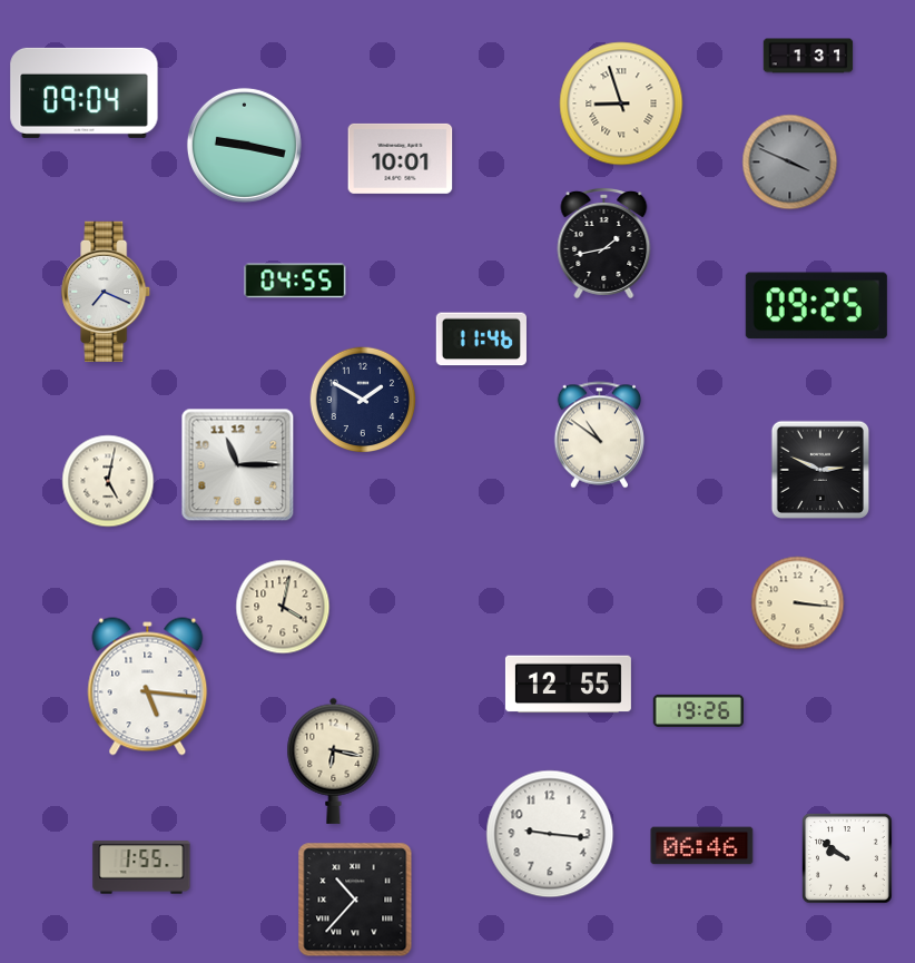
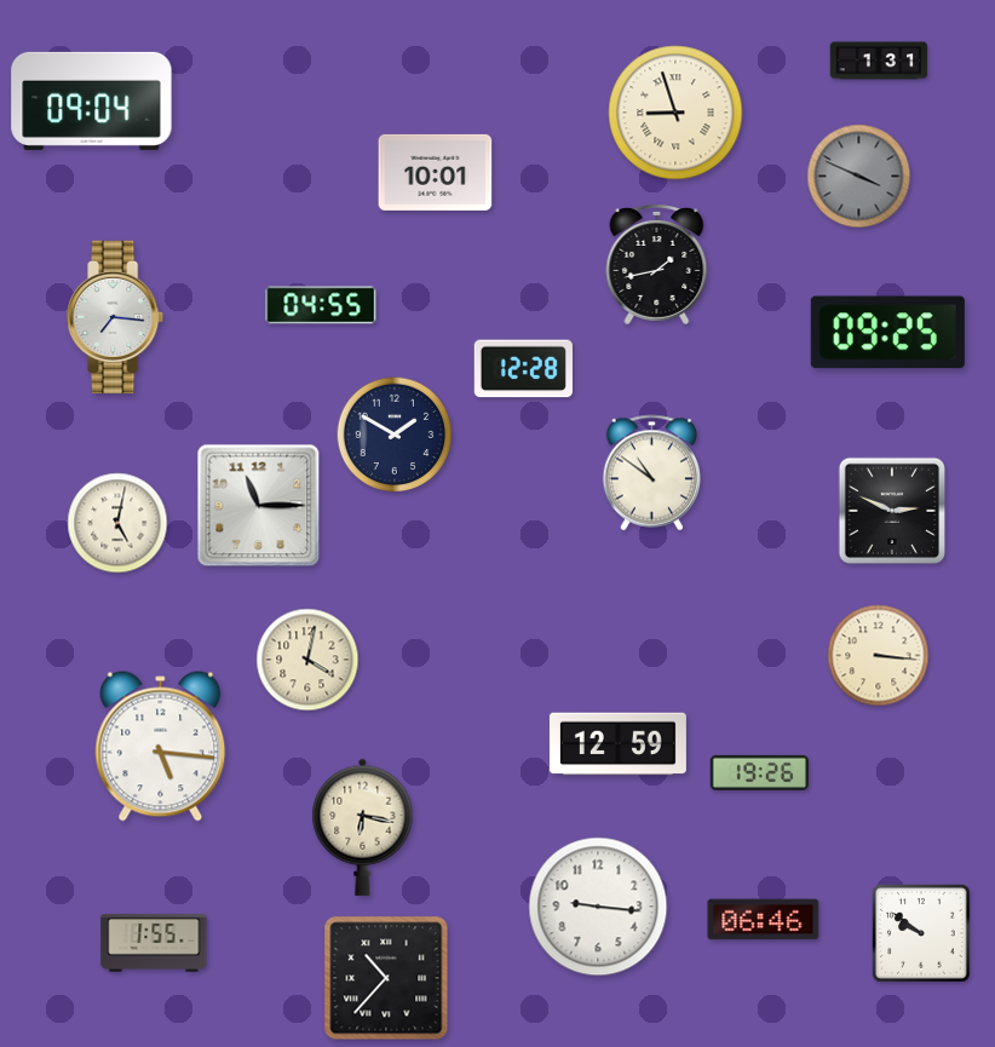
clock at (244, 145): 9:17 -> none
clock at (107, 292): 7:19 -> 7:16
clock at (481, 340): 11:46 -> 12:28
clock at (798, 603) position: (798, 603) -> (879, 656)
clock at (568, 685): 12:55 -> 12:59
